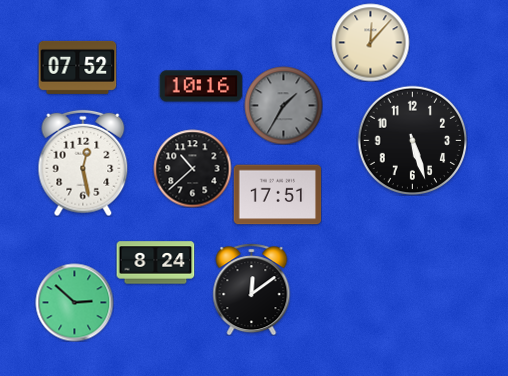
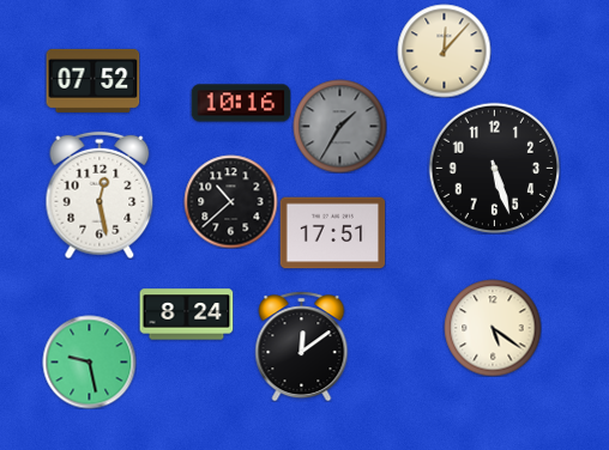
clock at (493, 328): none -> 5:21
clock at (74, 302): 2:52 -> 9:28
